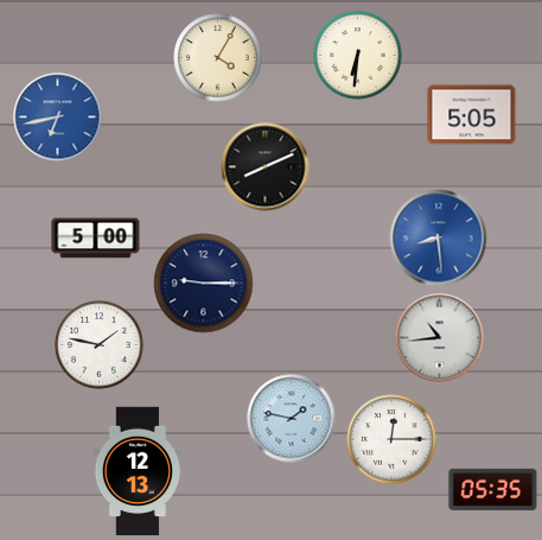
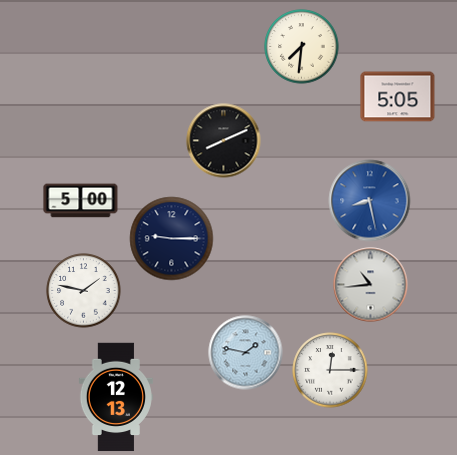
clock at (358, 56): 6:31 -> 7:31
clock at (218, 58): 4:05 -> none
clock at (58, 117): 6:43 -> none
clock at (439, 239): 8:29 -> 8:28
clock at (493, 489): 05:35 -> none
